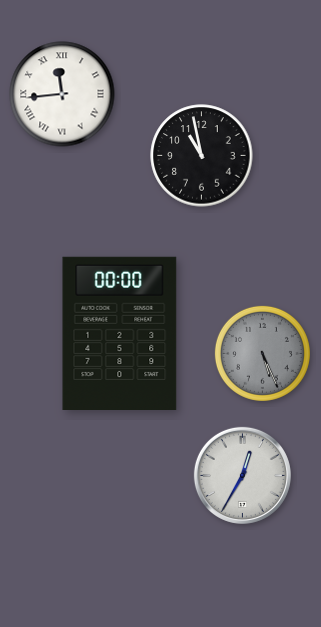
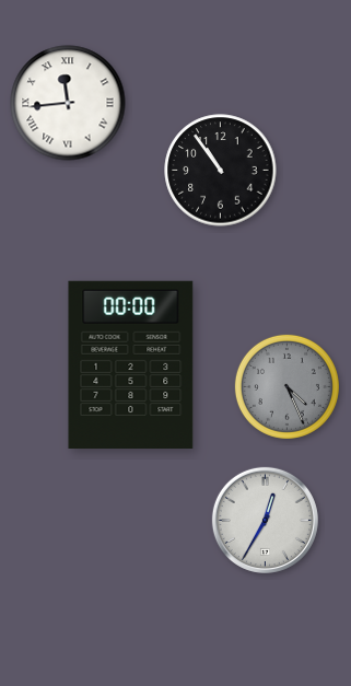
clock at (202, 156): 10:58 -> 10:54
clock at (262, 353): 5:26 -> 4:26
